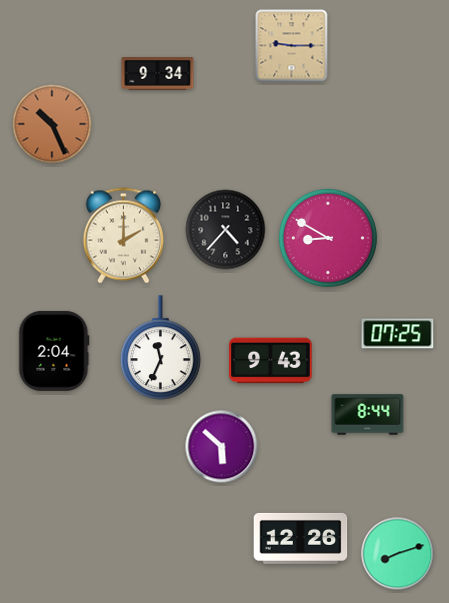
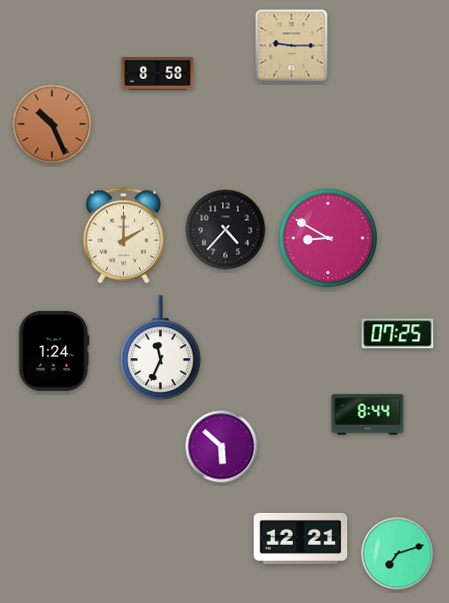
clock at (158, 74): 9:34 -> 8:58
clock at (54, 351): 2:04 -> 1:24
clock at (271, 361): 9:43 -> none
clock at (301, 538): 12:26 -> 12:21
clock at (398, 554): 8:12 -> 7:12
